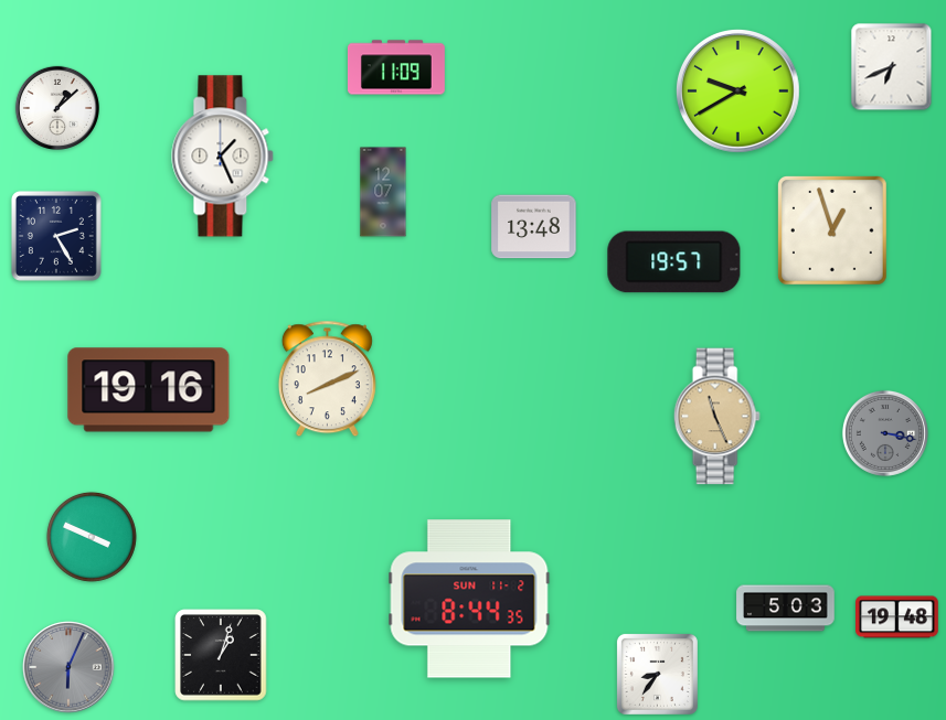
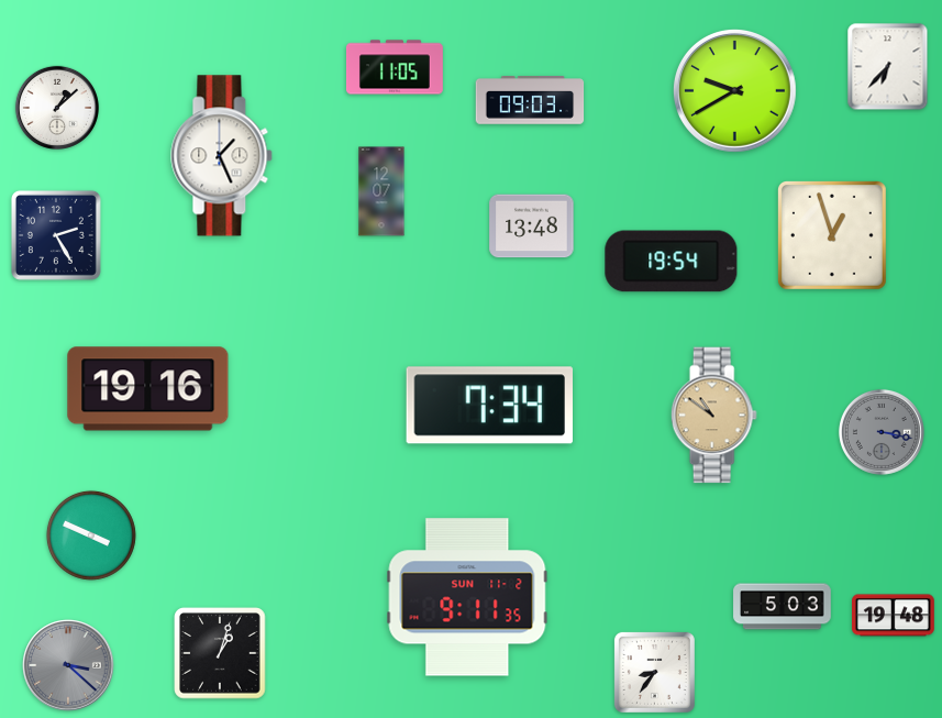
clock at (396, 67): 11:09 -> 11:05
clock at (892, 67): 6:41 -> 6:37
clock at (530, 101): none -> 09:03
clock at (832, 230) position: (832, 230) -> (832, 235)
clock at (674, 262): 19:57 -> 19:54
clock at (327, 379): 8:11 -> none
clock at (489, 406): none -> 7:34
clock at (716, 417): 11:26 -> 10:51
clock at (469, 599): 8:44 -> 9:11
clock at (68, 667): 6:04 -> 3:22
